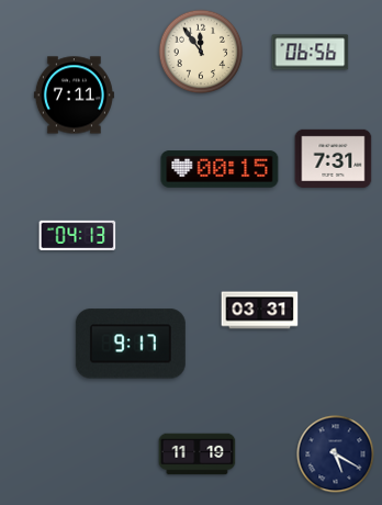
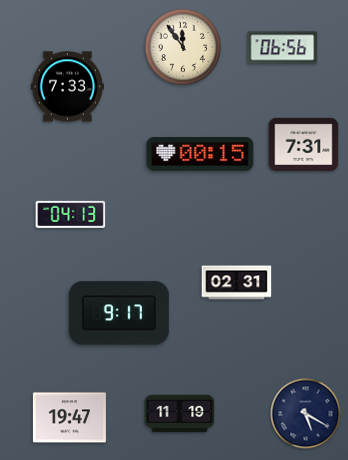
clock at (74, 96): 7:11 -> 7:33
clock at (260, 311): 03:31 -> 02:31
clock at (69, 418): none -> 19:47
